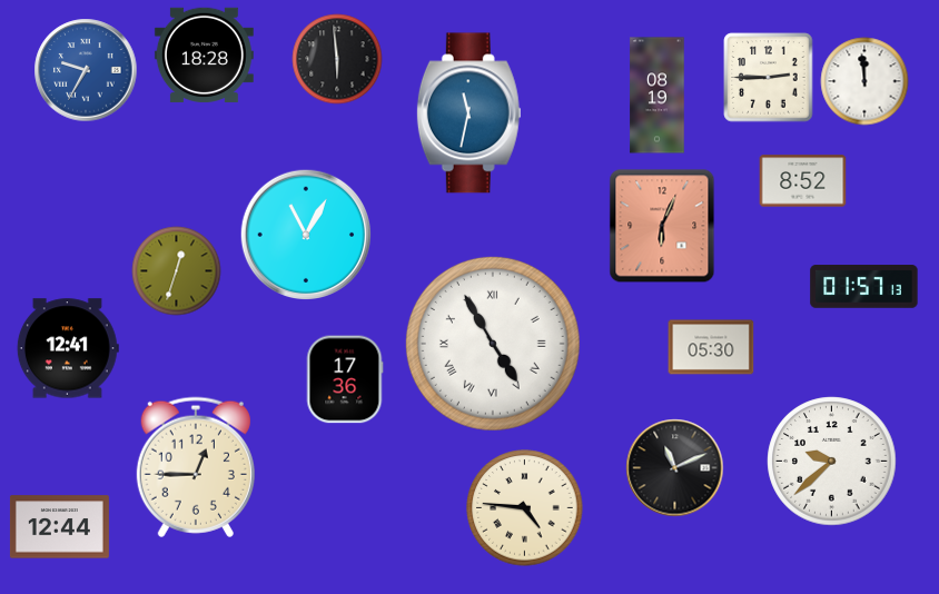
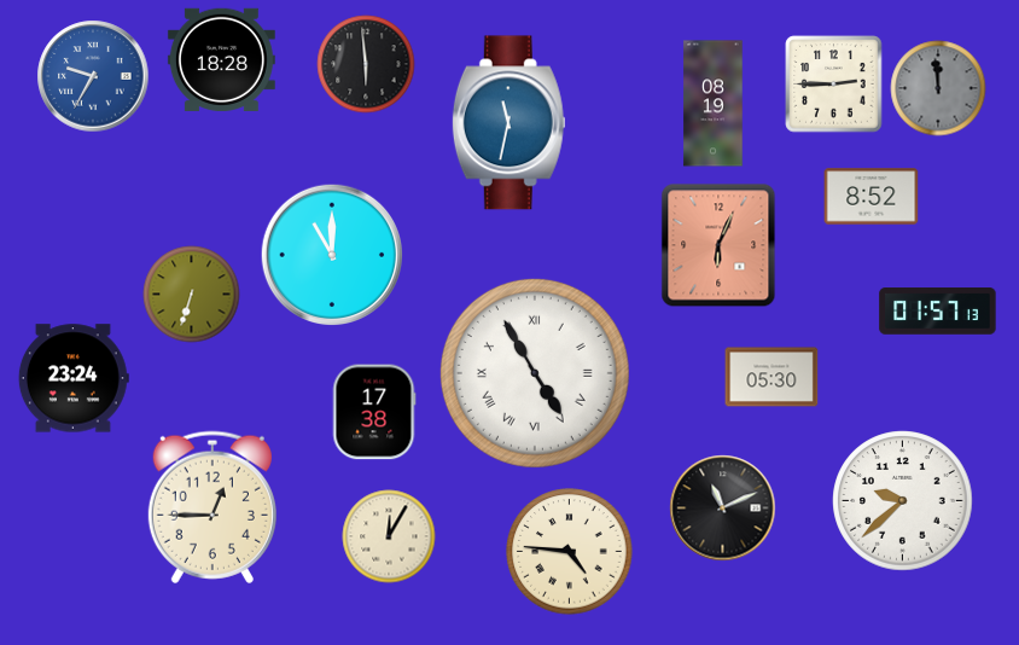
clock at (864, 81) dial: white -> grey
clock at (305, 234): 11:05 -> 11:00
clock at (177, 271): 12:33 -> 6:33
clock at (68, 348): 12:41 -> 23:24
clock at (345, 379): 17:36 -> 17:38
clock at (675, 468) position: (675, 468) -> (723, 509)
clock at (389, 536): none -> 12:05
clock at (59, 527): 12:44 -> none
